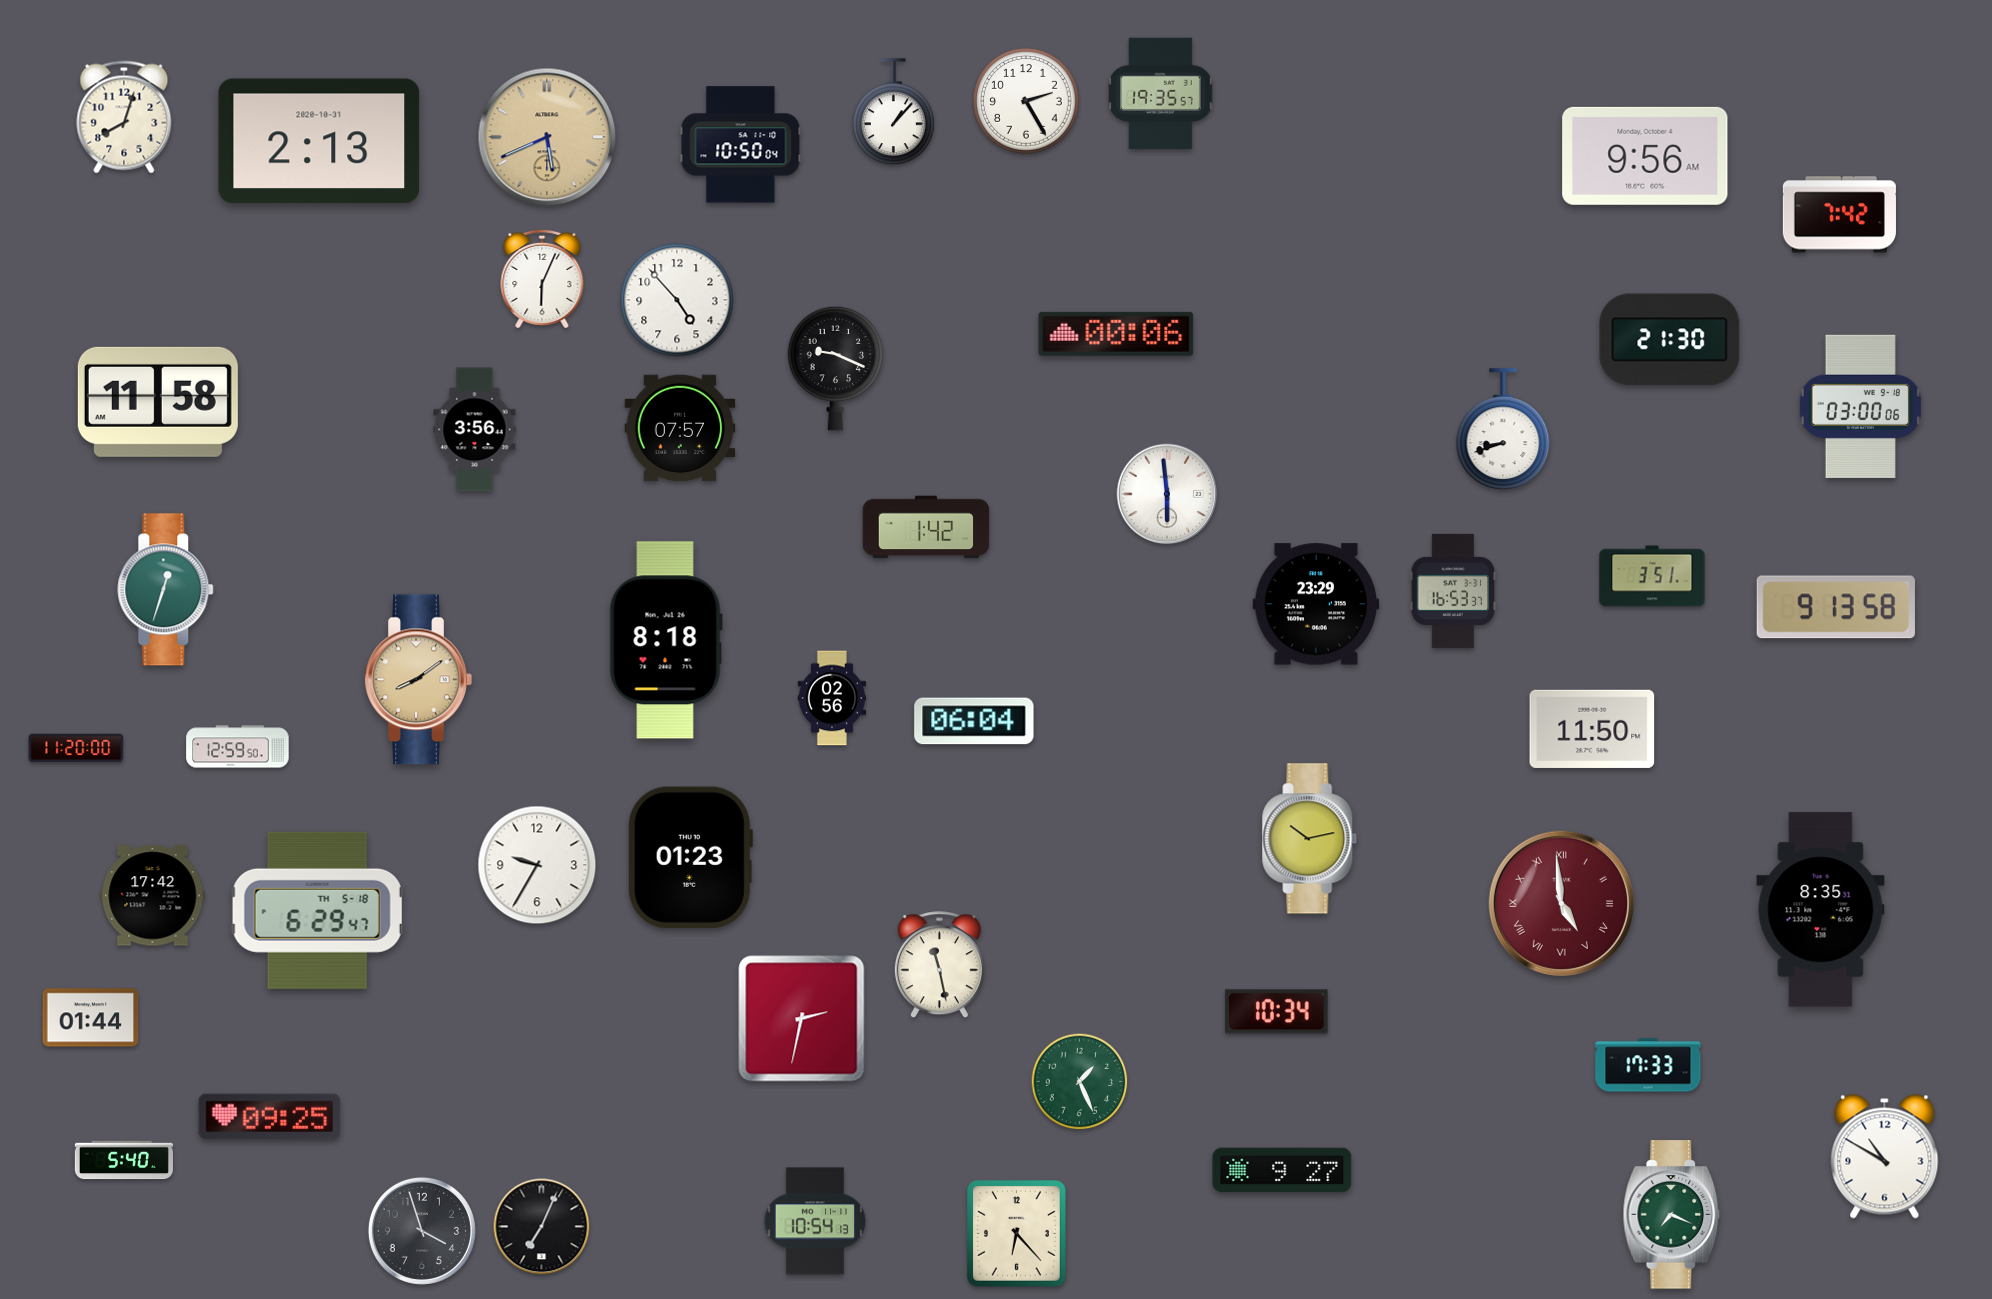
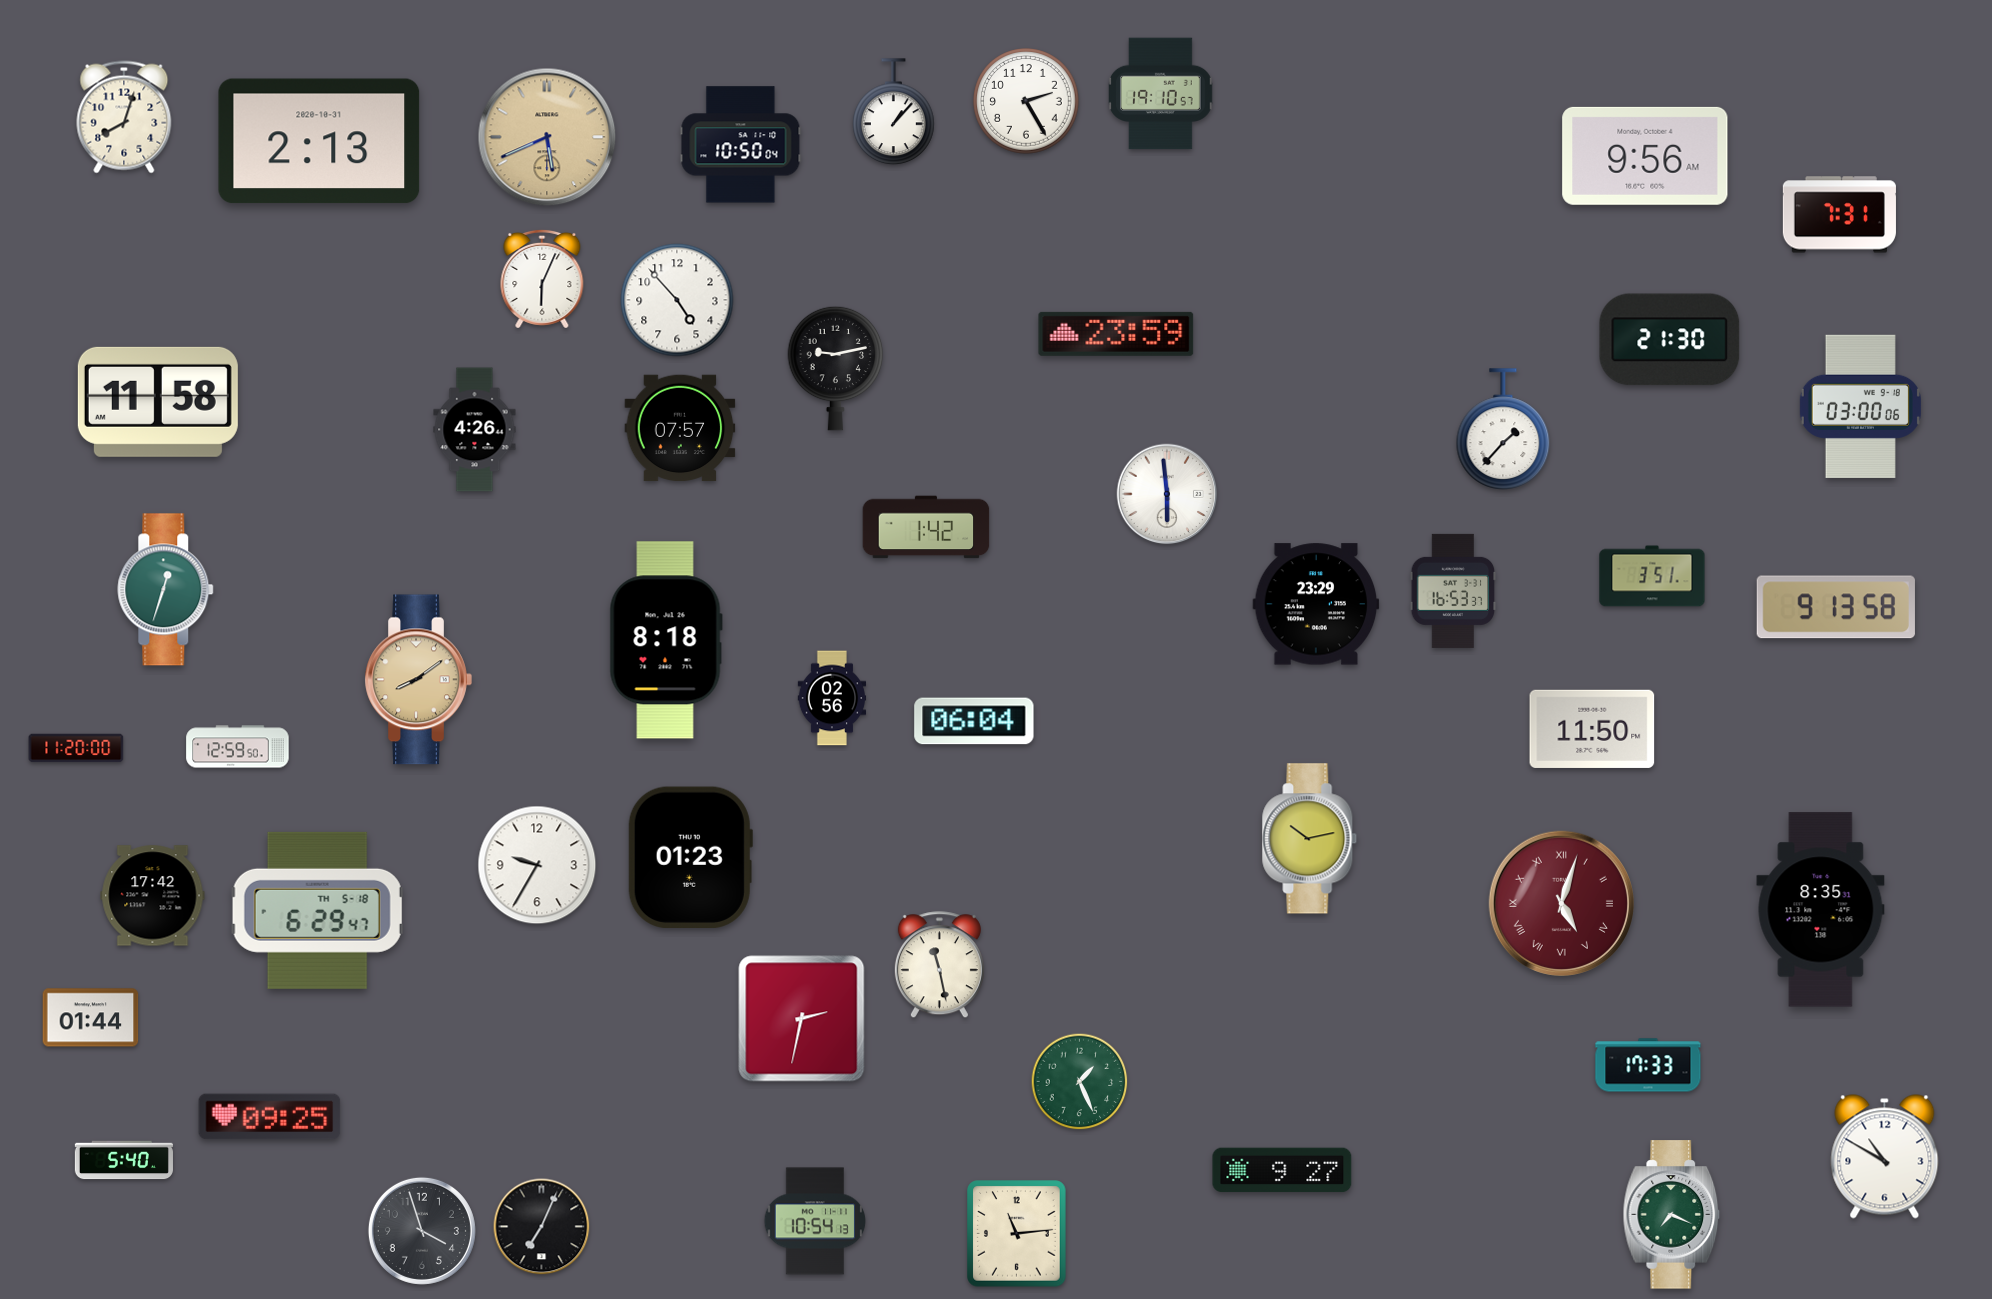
clock at (1161, 94): 19:35 -> 19:10
clock at (1839, 215): 7:42 -> 7:31
clock at (1116, 334): 00:06 -> 23:59
clock at (836, 368): 9:19 -> 9:13
clock at (1503, 429): 8:42 -> 1:37
clock at (475, 430): 3:56 -> 4:26
clock at (1561, 903): 4:59 -> 5:03
clock at (1277, 1012): 10:34 -> none
clock at (1017, 1234): 6:23 -> 11:14
